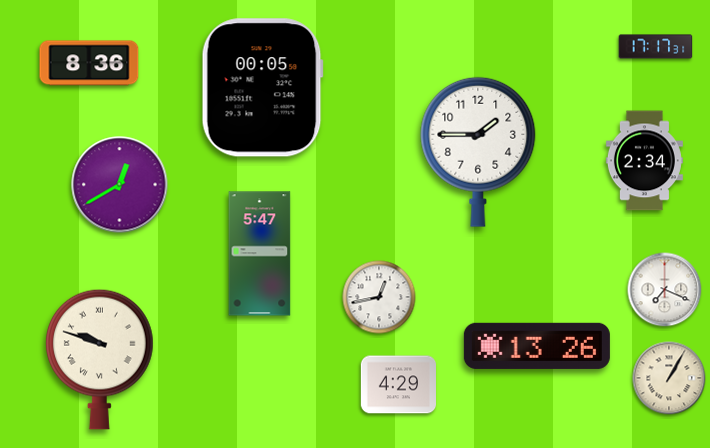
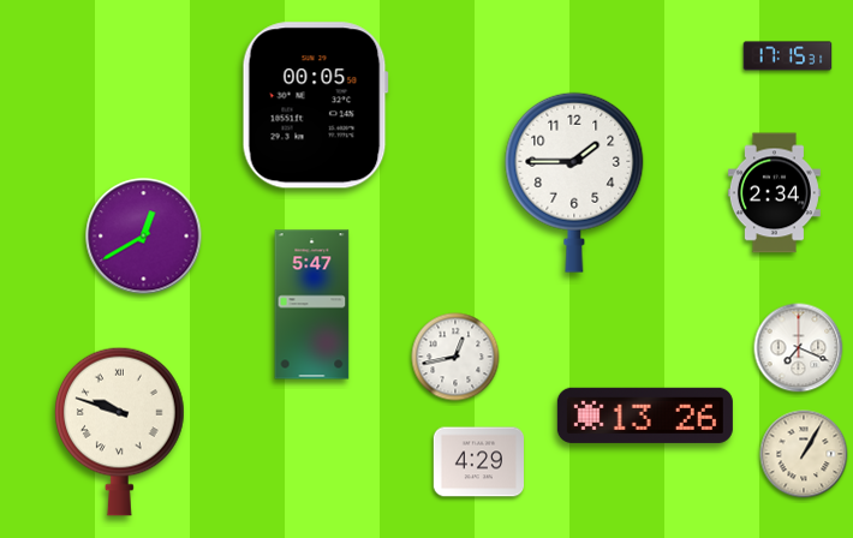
clock at (656, 47): 17:17 -> 17:15
clock at (89, 63): 8:36 -> none
clock at (120, 185) position: (120, 185) -> (144, 237)
